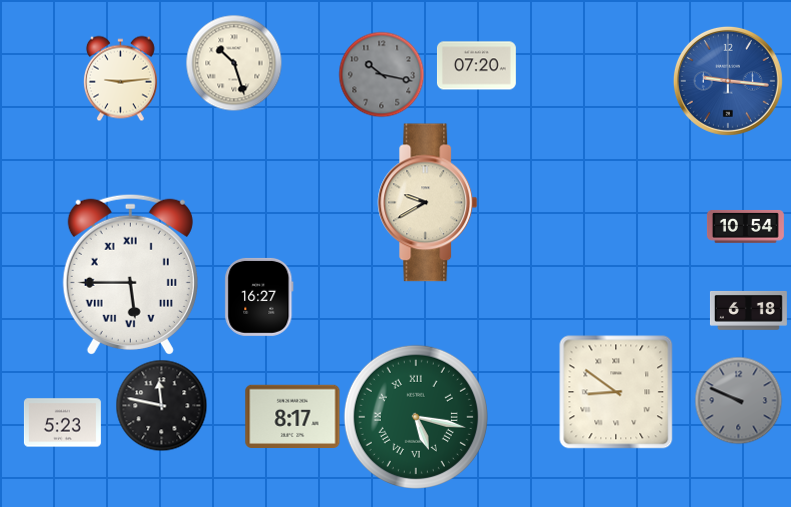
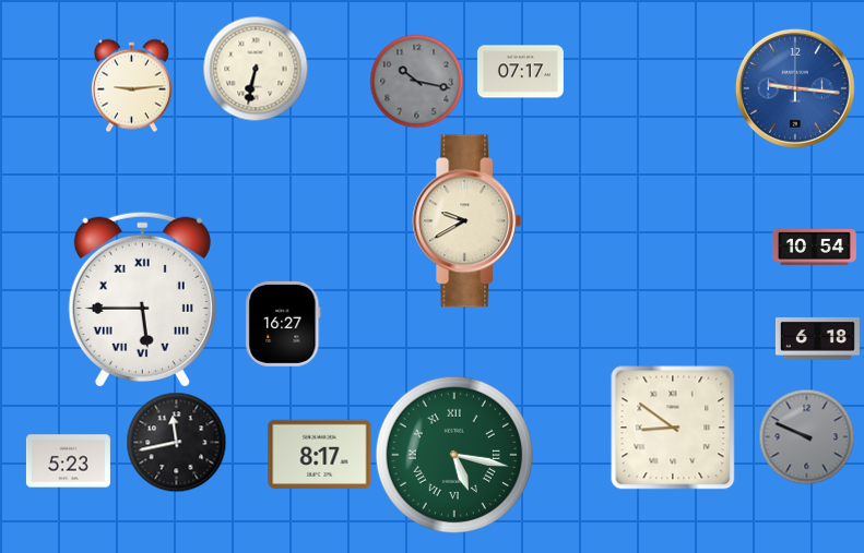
clock at (234, 63): 10:27 -> 6:32
clock at (477, 66): 07:20 -> 07:17
clock at (161, 405): 11:47 -> 11:43
